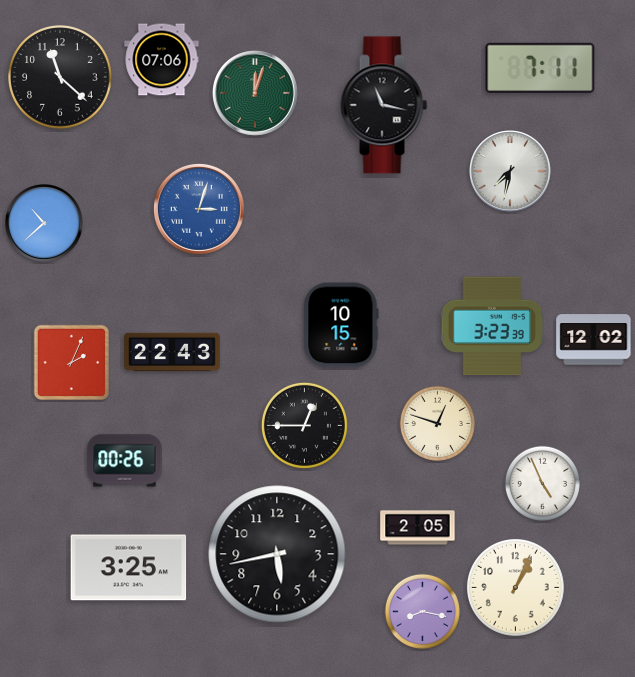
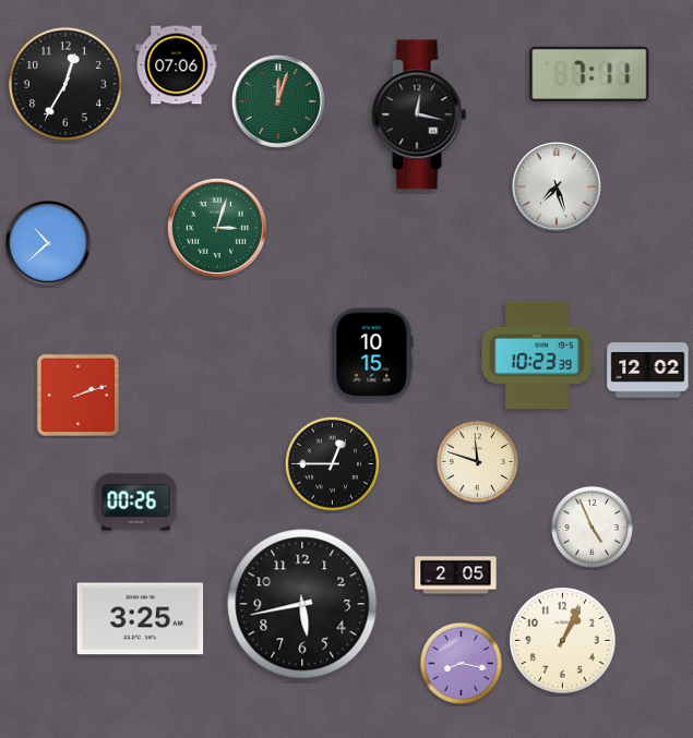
clock at (61, 78): 11:22 -> 12:35
clock at (384, 105): 11:17 -> 12:17
clock at (511, 172): 7:32 -> 7:27
clock at (199, 209) dial: blue -> green
clock at (491, 326): 3:23 -> 10:23
clock at (172, 352): 22:43 -> none
clock at (72, 363): 2:04 -> 2:12
clock at (437, 423): 12:48 -> 11:48
clock at (422, 611) position: (422, 611) -> (461, 663)
